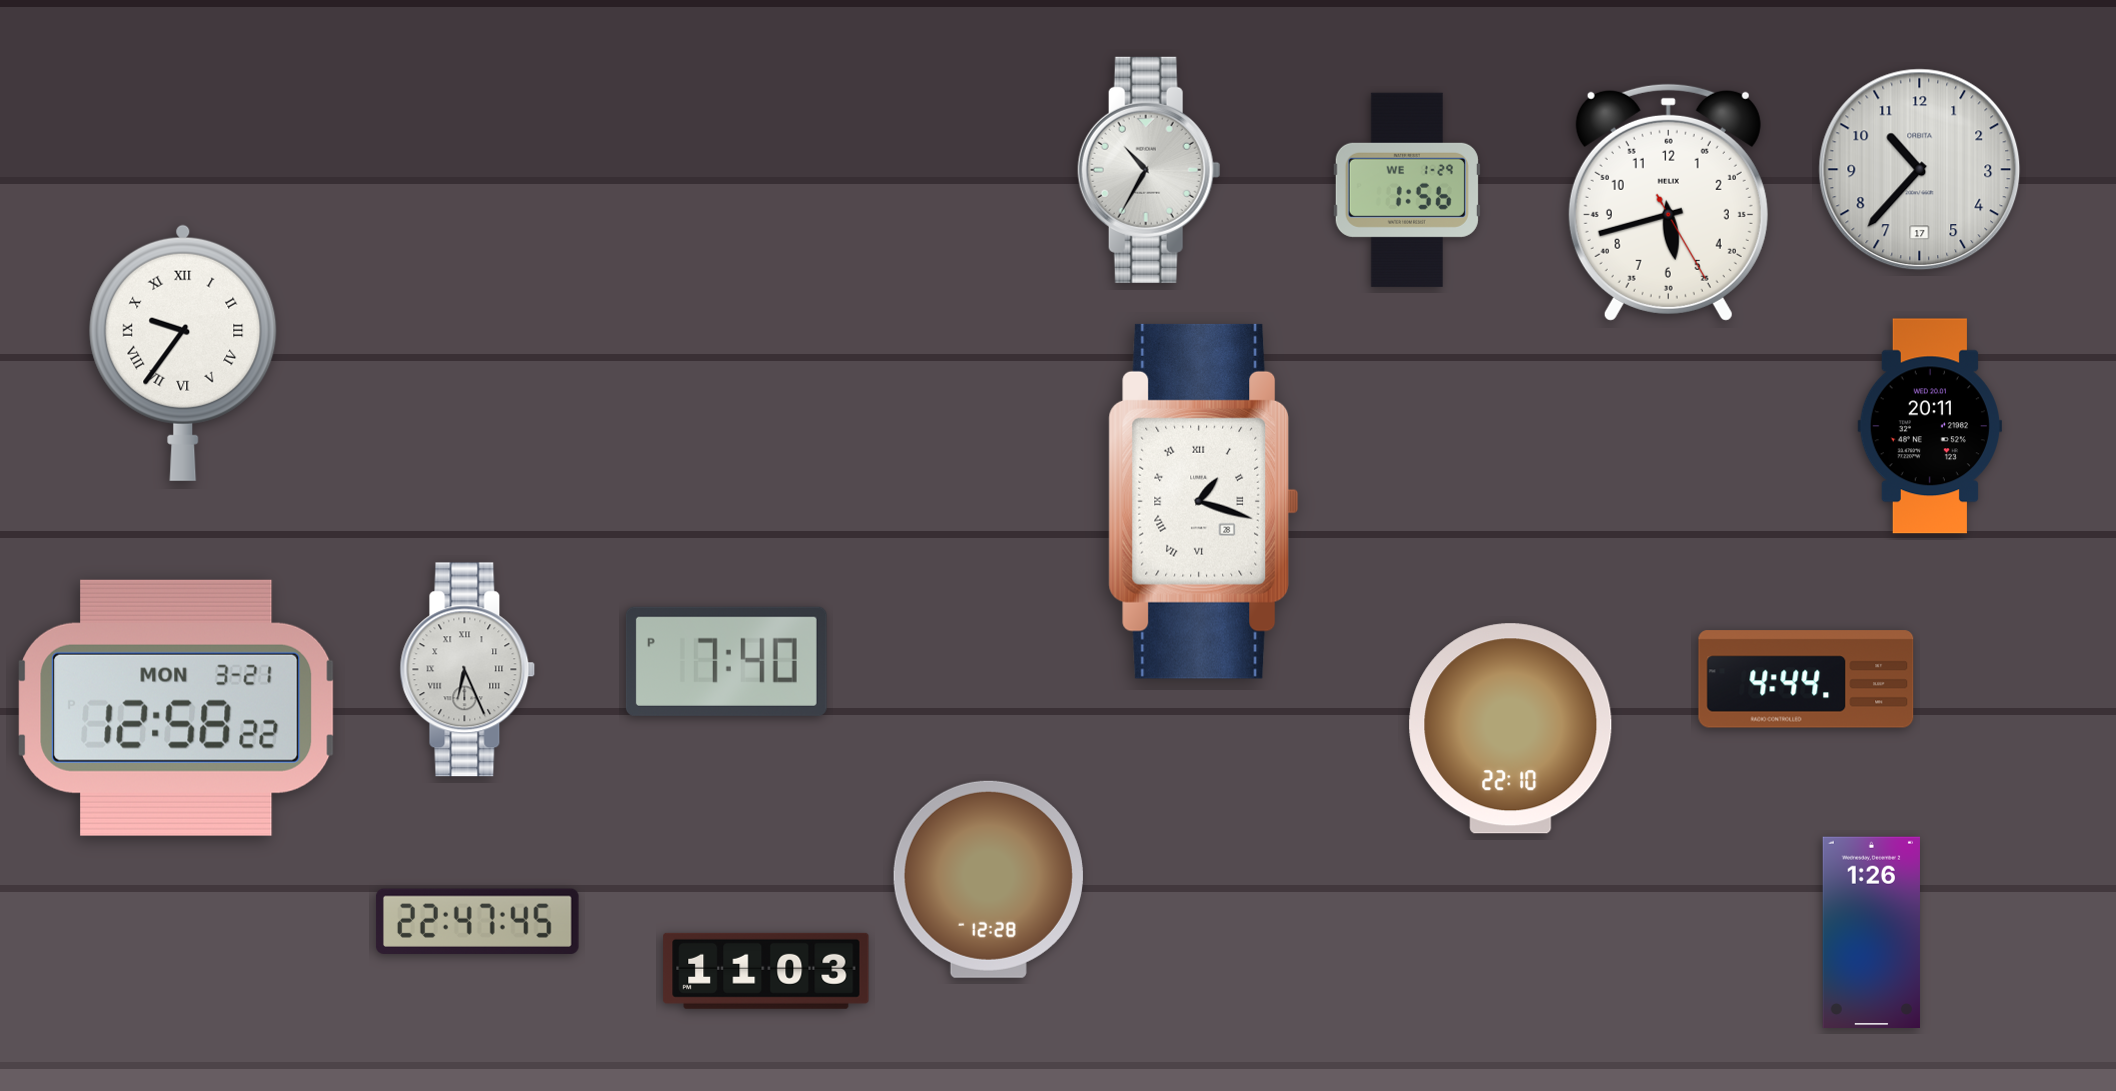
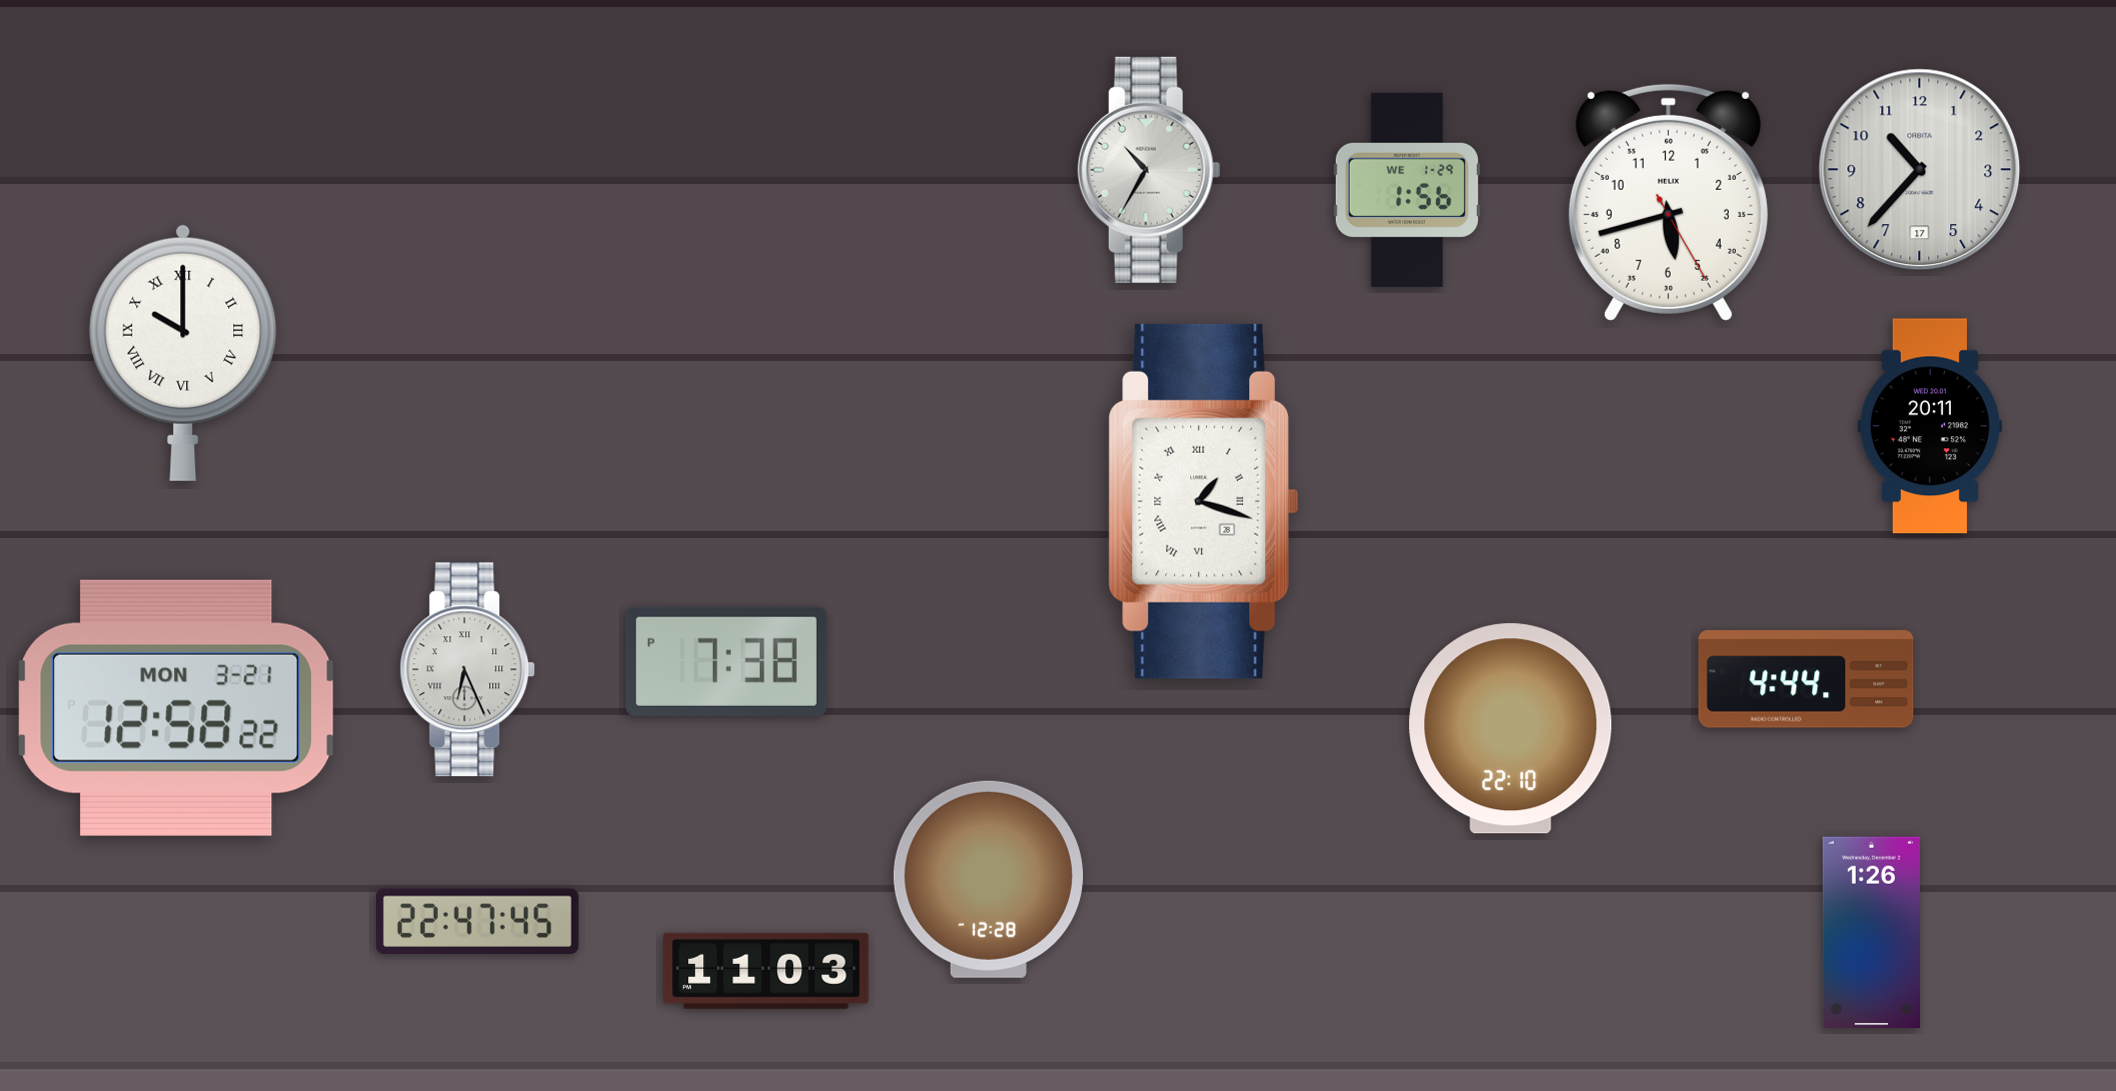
clock at (183, 353): 9:36 -> 10:00
clock at (726, 661): 7:40 -> 7:38
